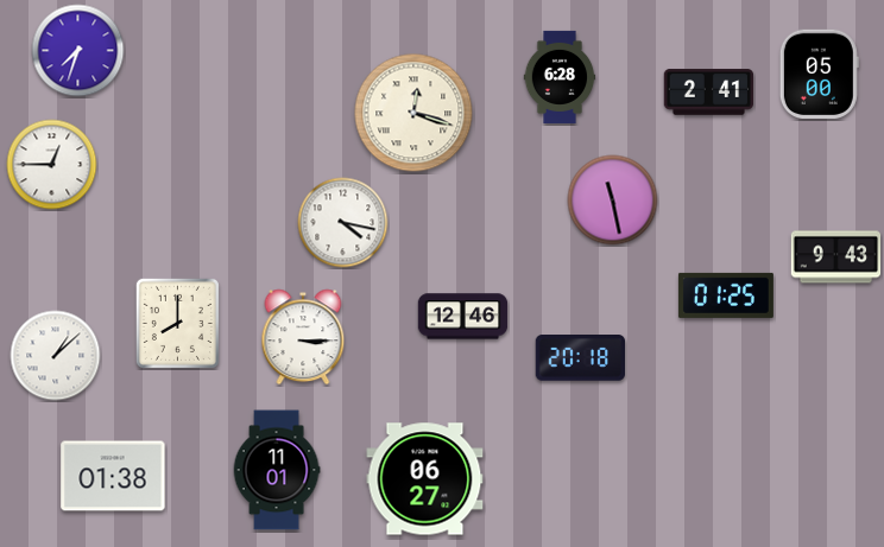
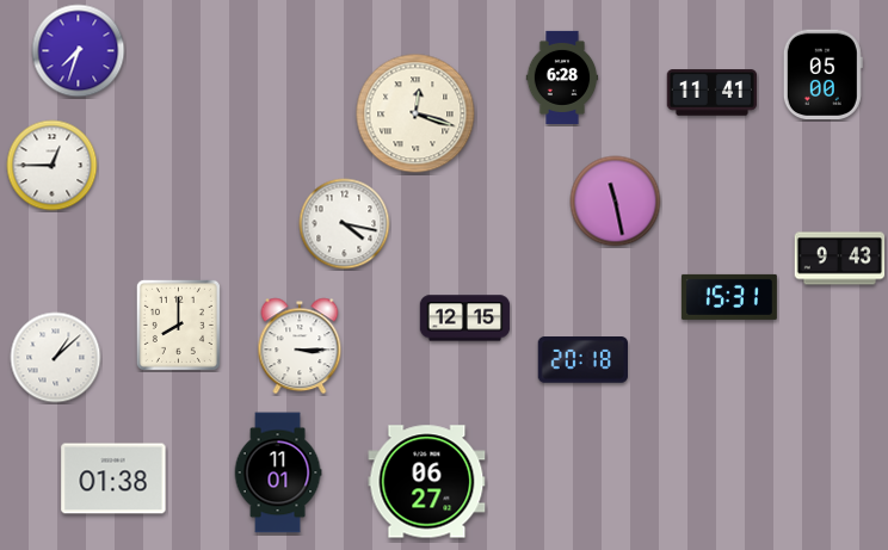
clock at (709, 93): 2:41 -> 11:41
clock at (726, 295): 01:25 -> 15:31
clock at (463, 317): 12:46 -> 12:15
clock at (303, 337) position: (303, 337) -> (300, 346)
